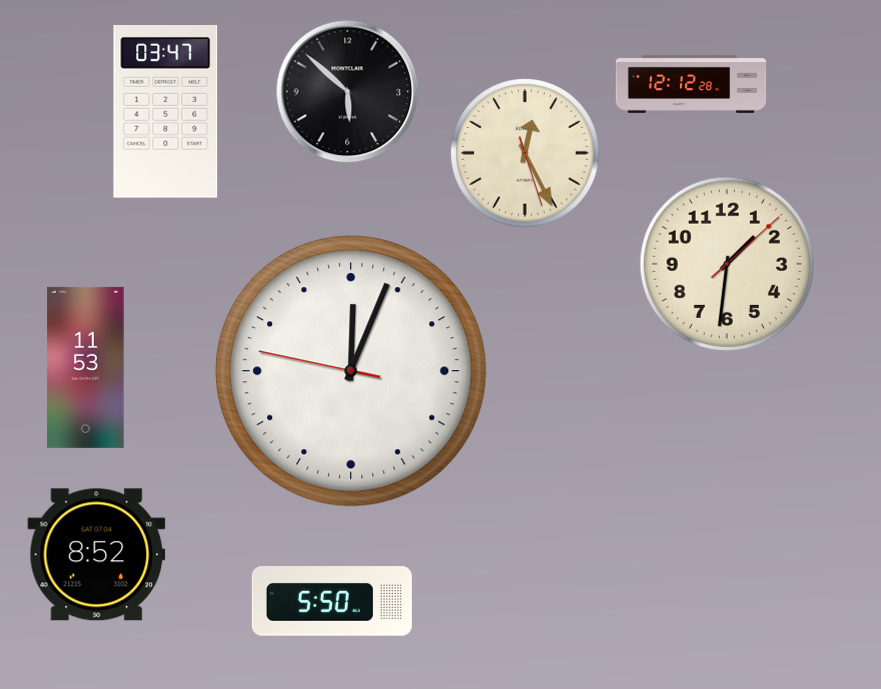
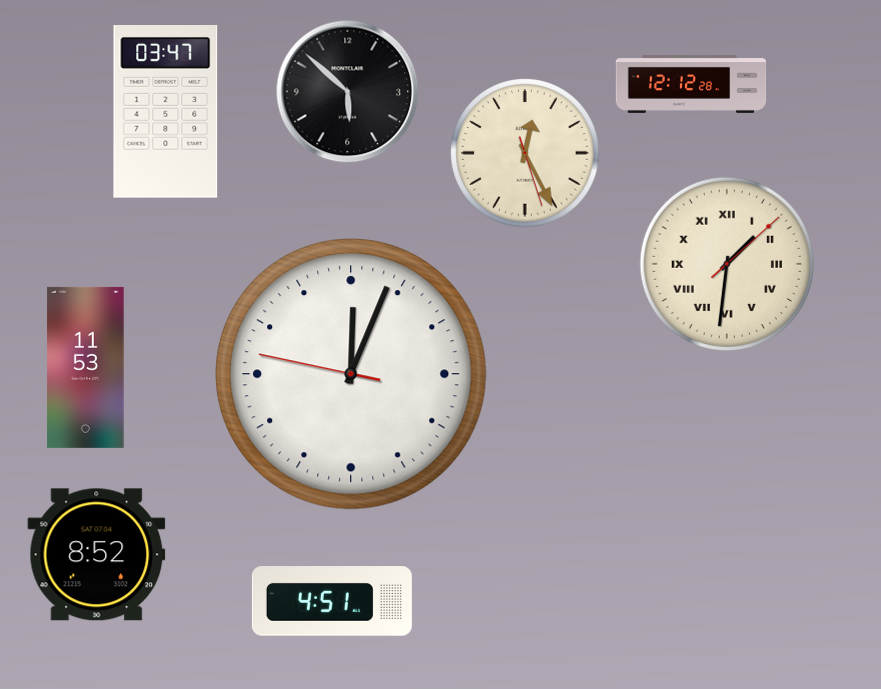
clock at (726, 263) numerals: Arabic -> Roman
clock at (351, 371) position: (351, 371) -> (351, 374)
clock at (332, 601): 5:50 -> 4:51
